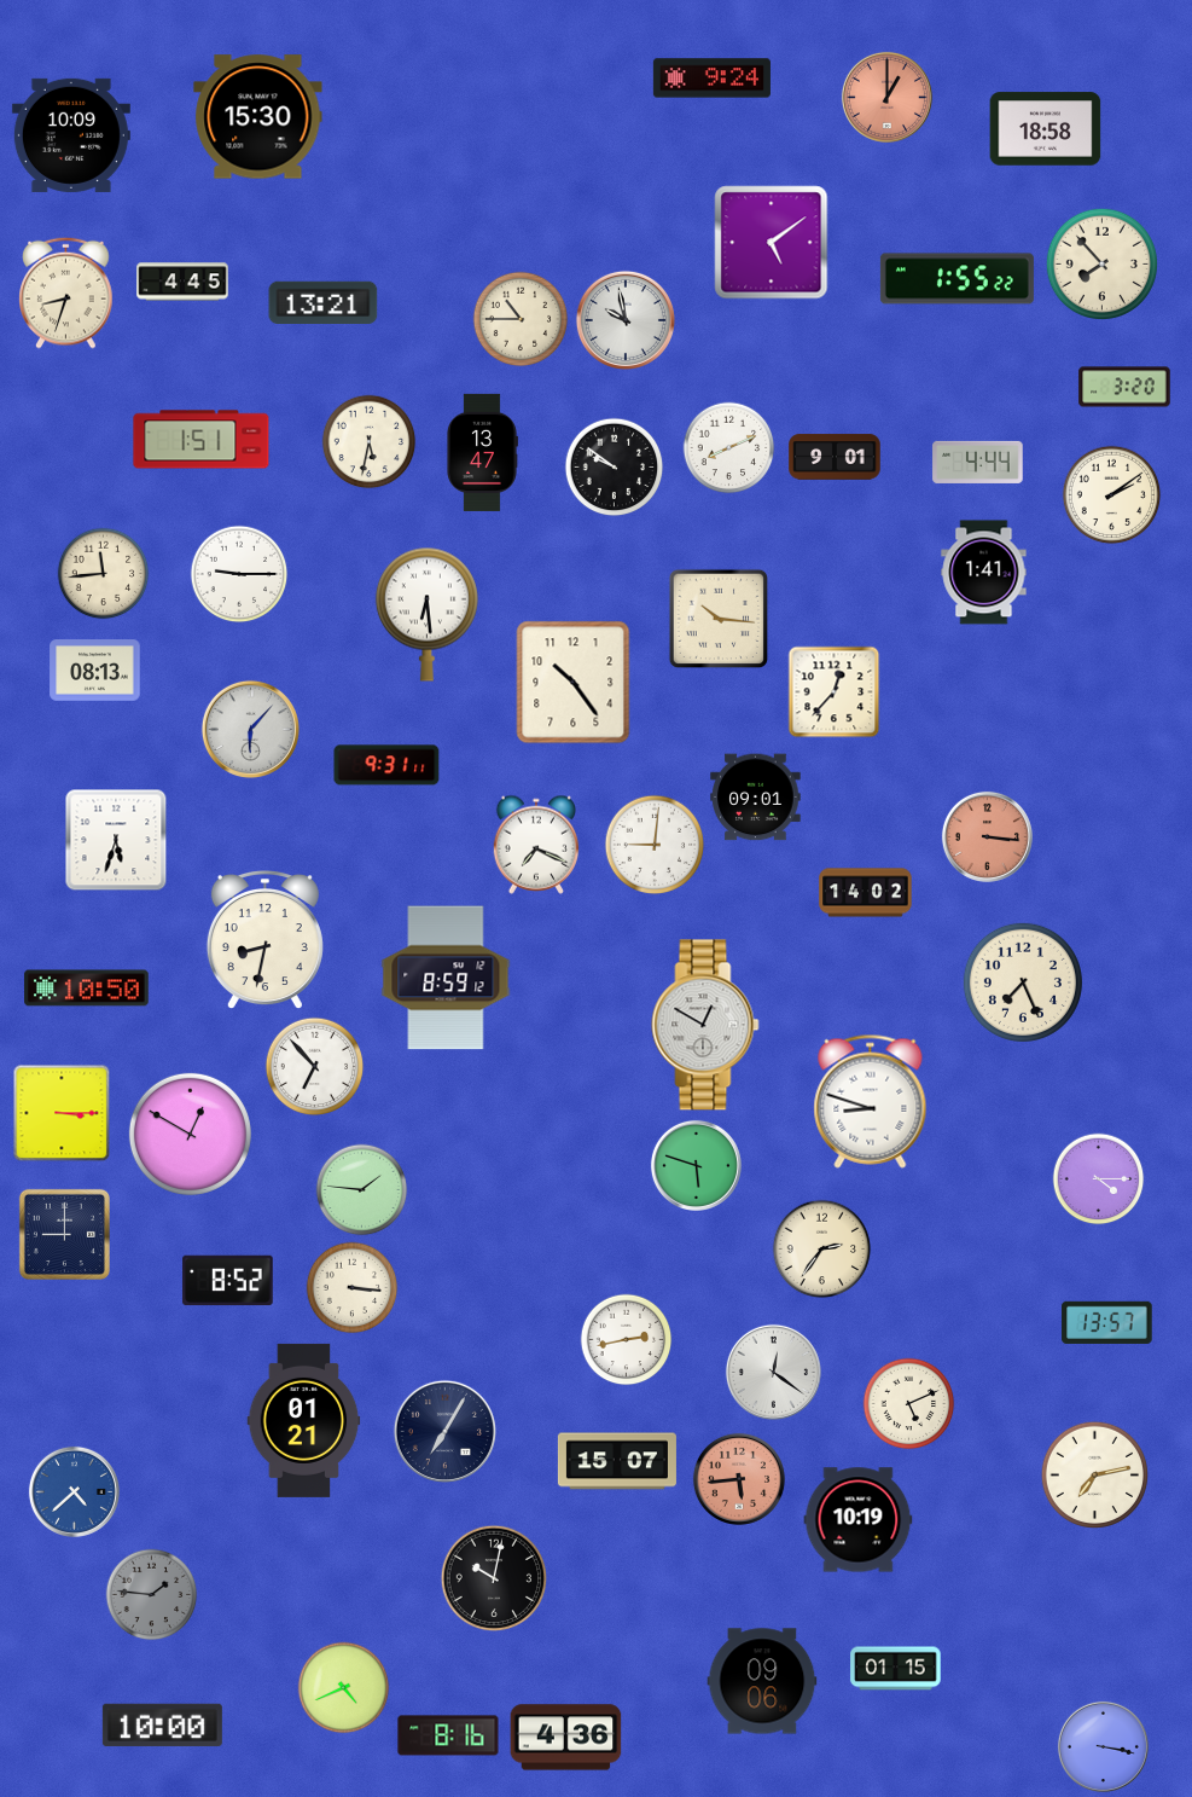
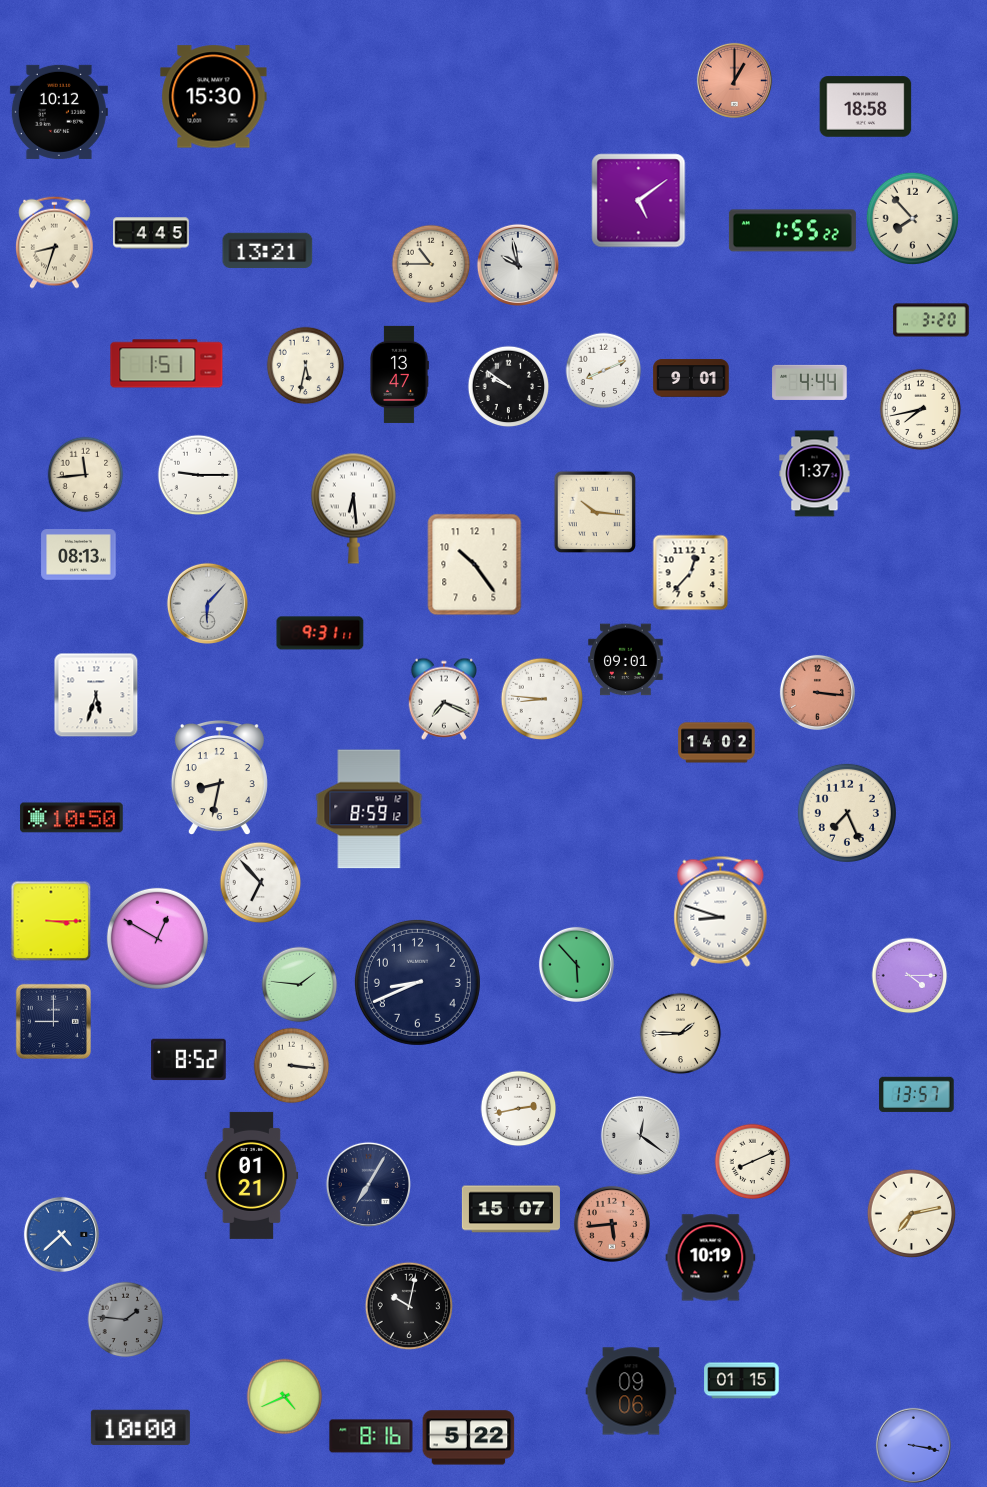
clock at (711, 79): 9:24 -> none
clock at (71, 135): 10:09 -> 10:12
clock at (1112, 495): 2:09 -> 7:43
clock at (984, 573): 1:41 -> 1:37
clock at (655, 845): 9:01 -> 8:46
clock at (866, 893) position: (866, 893) -> (717, 743)
clock at (705, 1025): 12:50 -> none
clock at (696, 1165): 5:48 -> 5:53
clock at (417, 982): none -> 8:41
clock at (822, 1250): 2:36 -> 1:45
clock at (909, 1404): 5:11 -> 8:11
clock at (1095, 1476) position: (1095, 1476) -> (912, 1214)
clock at (162, 1724) position: (162, 1724) -> (140, 1427)
clock at (566, 1738): 4:36 -> 5:22
